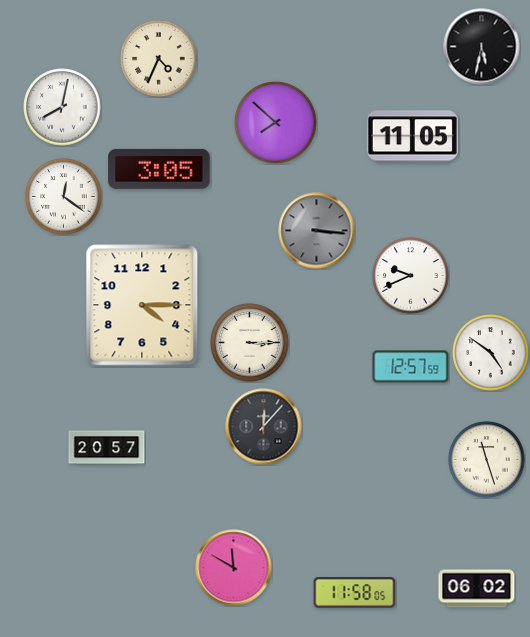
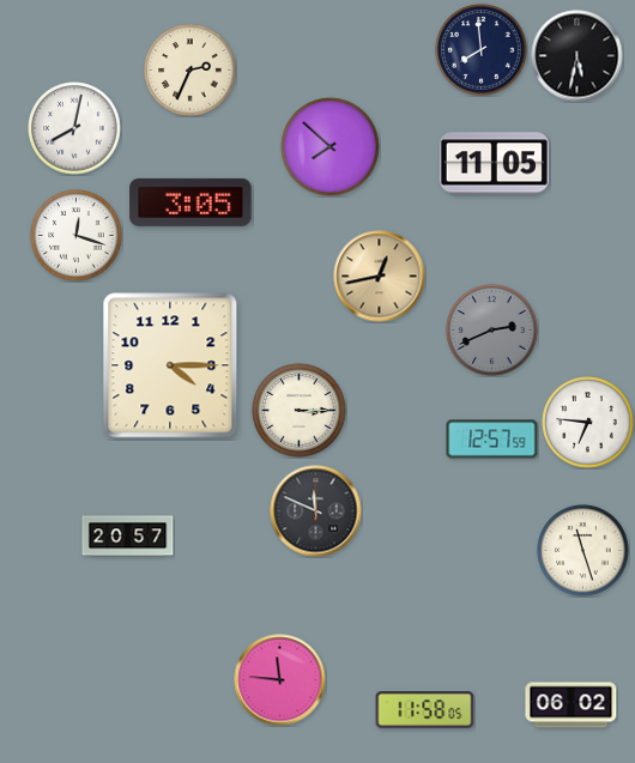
clock at (482, 50): none -> 7:59
clock at (159, 59): 4:34 -> 2:34
clock at (64, 197): 12:21 -> 12:18
clock at (317, 231): 3:16 -> 12:43
clock at (317, 231) dial: grey -> champagne
clock at (411, 276): 9:41 -> 2:41
clock at (411, 276) dial: white -> grey
clock at (491, 353): 4:51 -> 6:46
clock at (264, 427): 12:07 -> 11:49
clock at (234, 568): 11:50 -> 11:46
